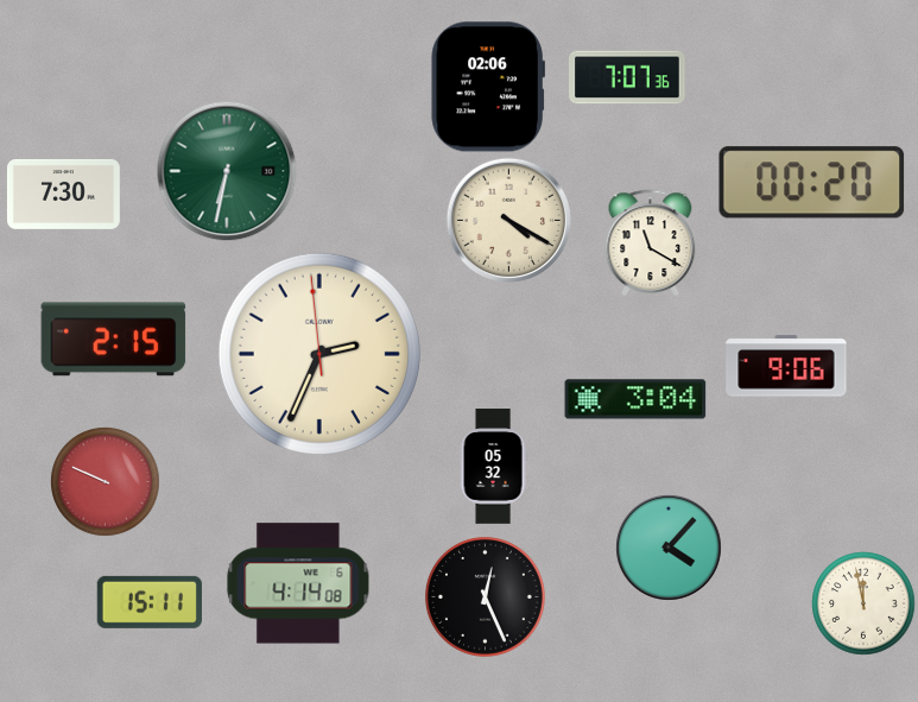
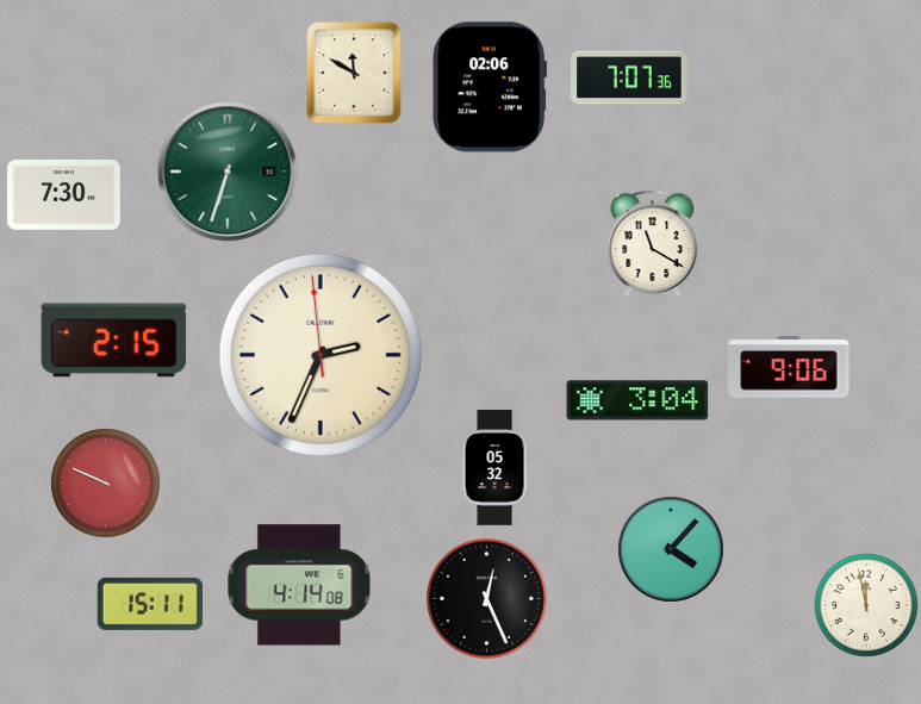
clock at (354, 73): none -> 11:50
clock at (227, 171): 6:32 -> 6:33
clock at (812, 183): 00:20 -> none
clock at (508, 220): 4:20 -> none
